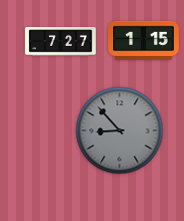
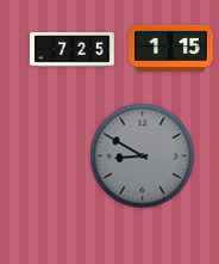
clock at (61, 42): 7:27 -> 7:25
clock at (120, 131): 8:53 -> 8:50
